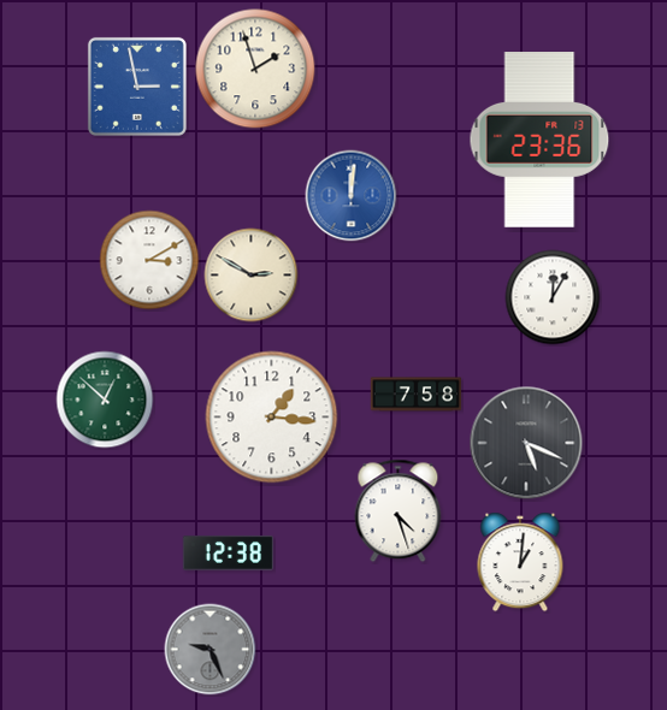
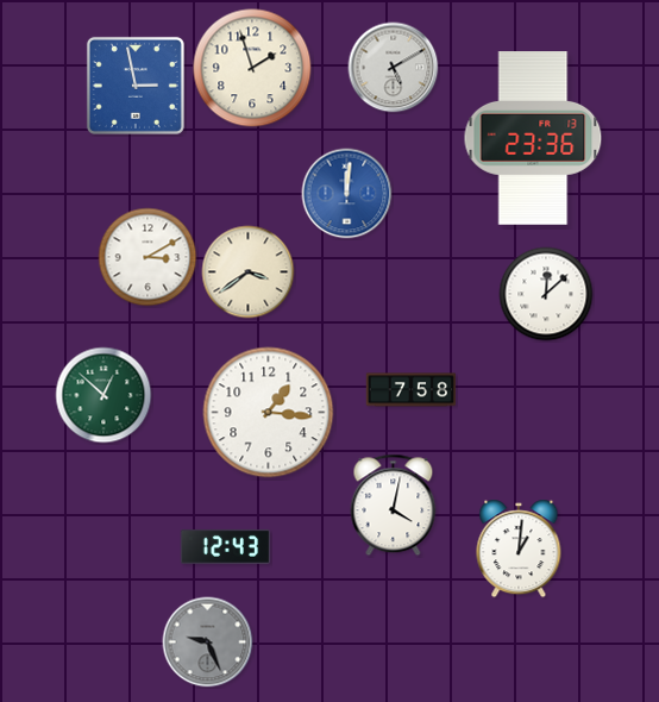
clock at (394, 68): none -> 5:10
clock at (252, 276): 2:50 -> 3:39
clock at (553, 297): 12:05 -> 12:08
clock at (526, 443): 5:19 -> none
clock at (399, 511): 4:27 -> 4:02
clock at (228, 554): 12:38 -> 12:43
clock at (520, 562) position: (520, 562) -> (519, 549)
